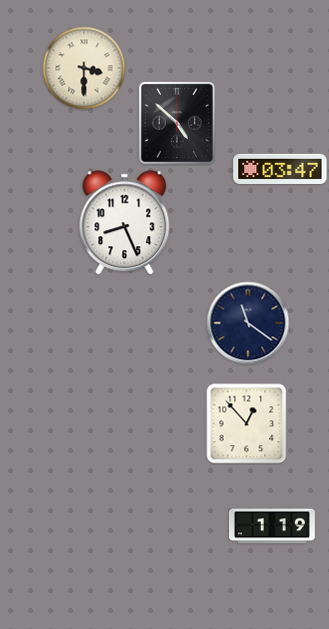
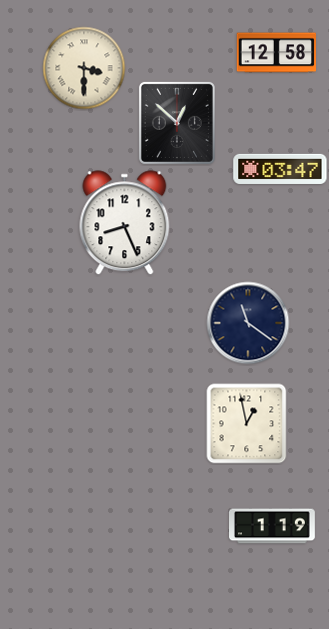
clock at (277, 53): none -> 12:58
clock at (177, 123): 4:52 -> 12:52
clock at (247, 424): 12:53 -> 12:58
